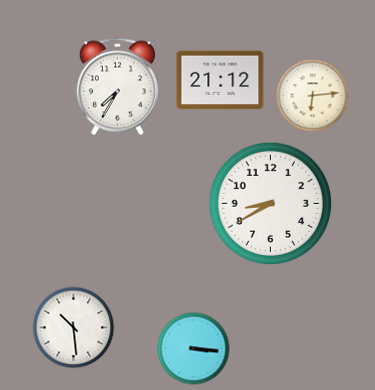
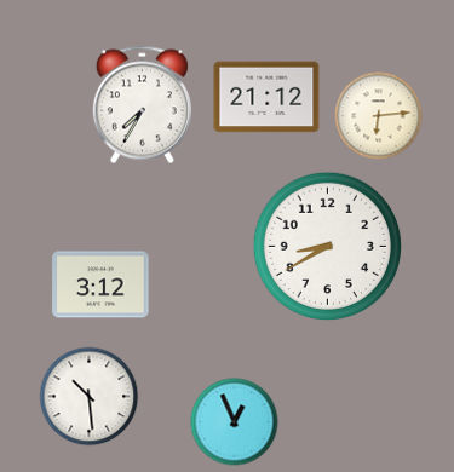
clock at (100, 284): none -> 3:12
clock at (194, 349): 3:16 -> 12:56
